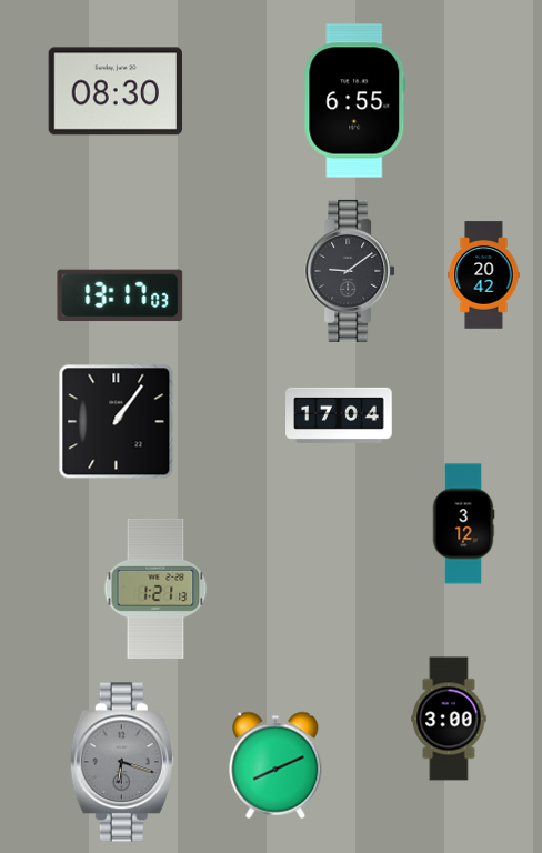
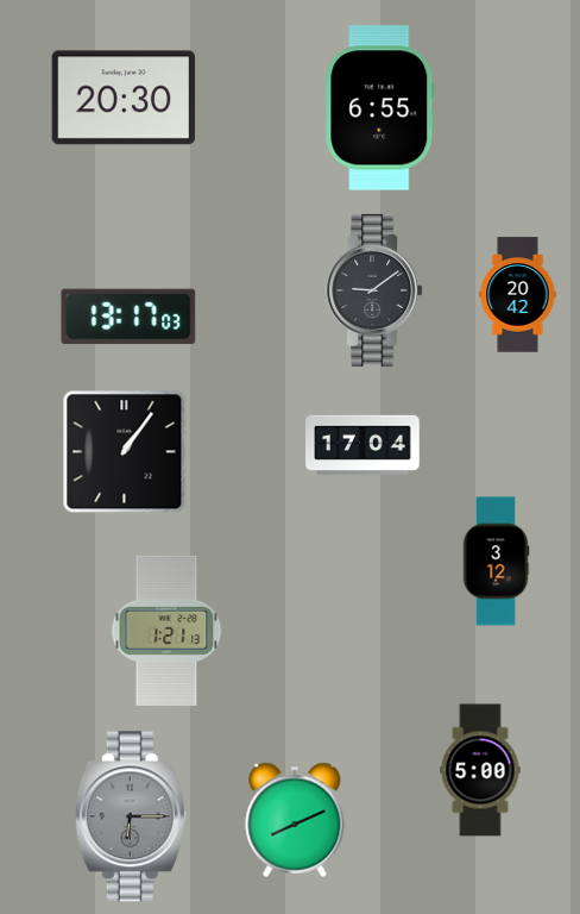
clock at (116, 91): 08:30 -> 20:30
clock at (449, 719): 3:00 -> 5:00
clock at (122, 762): 6:18 -> 6:15
